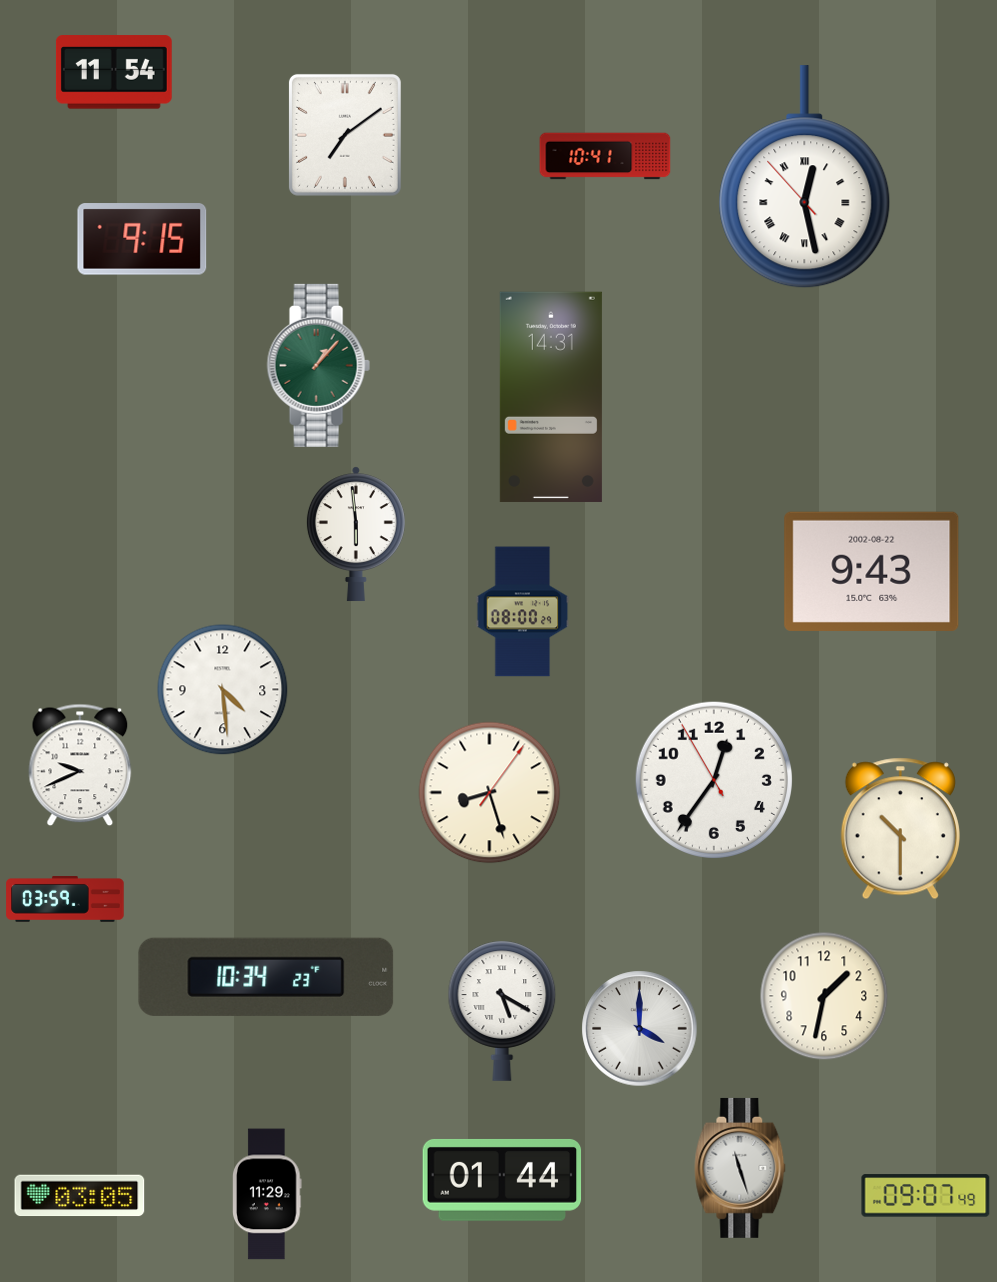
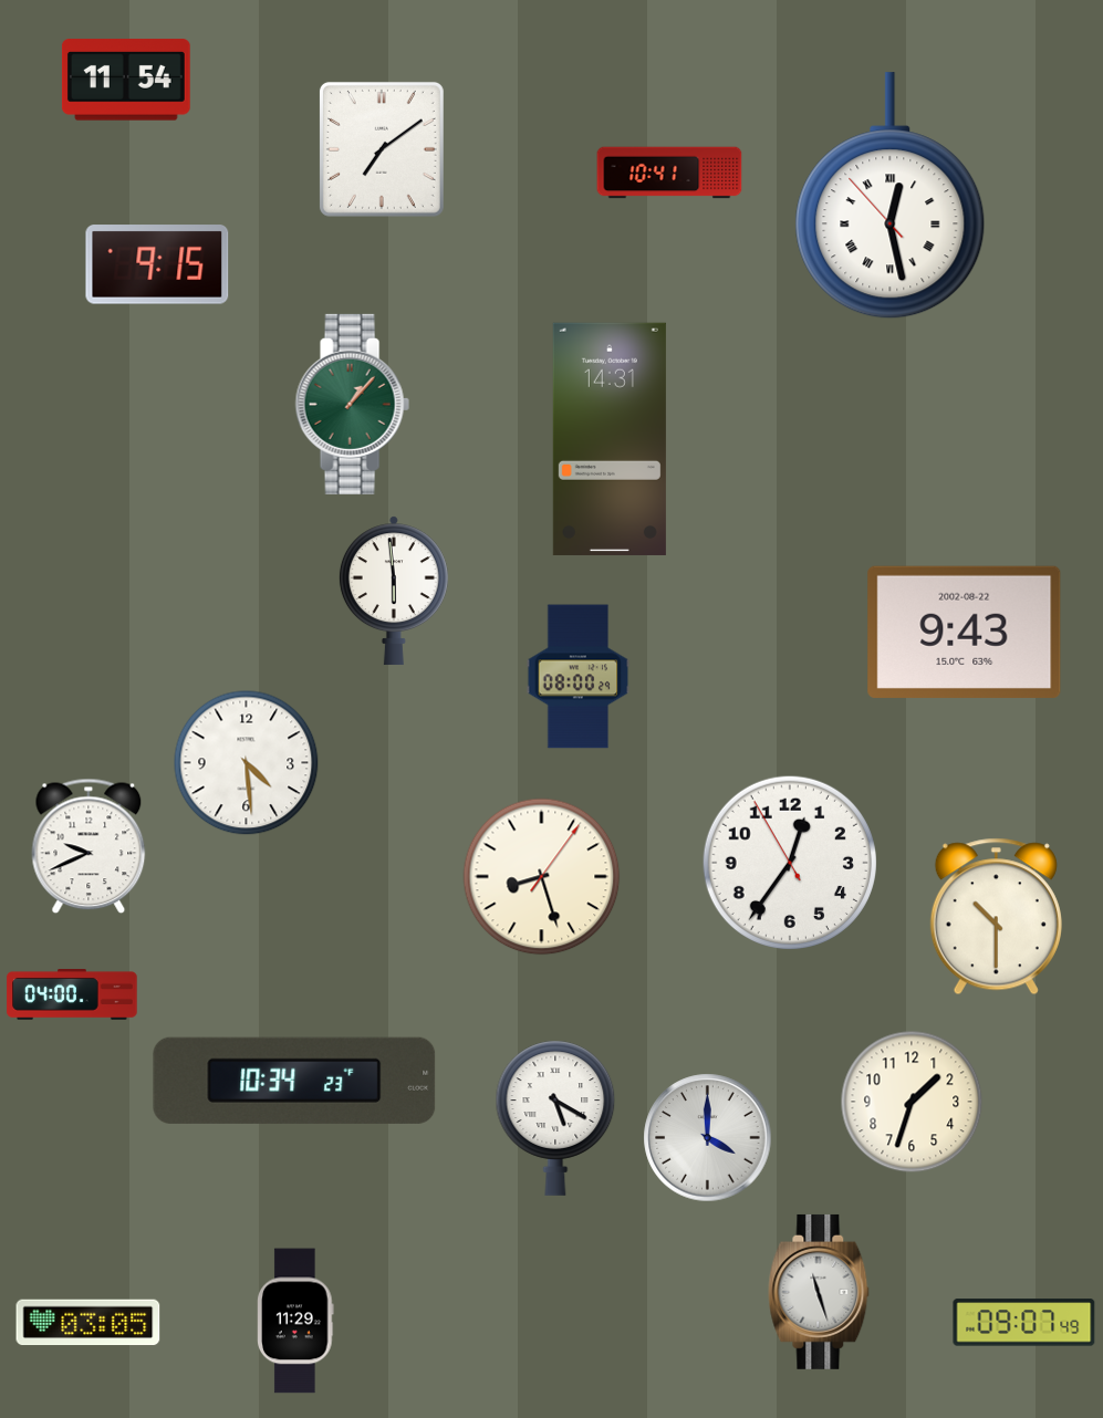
clock at (65, 900): 03:59 -> 04:00
clock at (824, 996): 1:32 -> 1:33
clock at (502, 1180): 01:44 -> none
